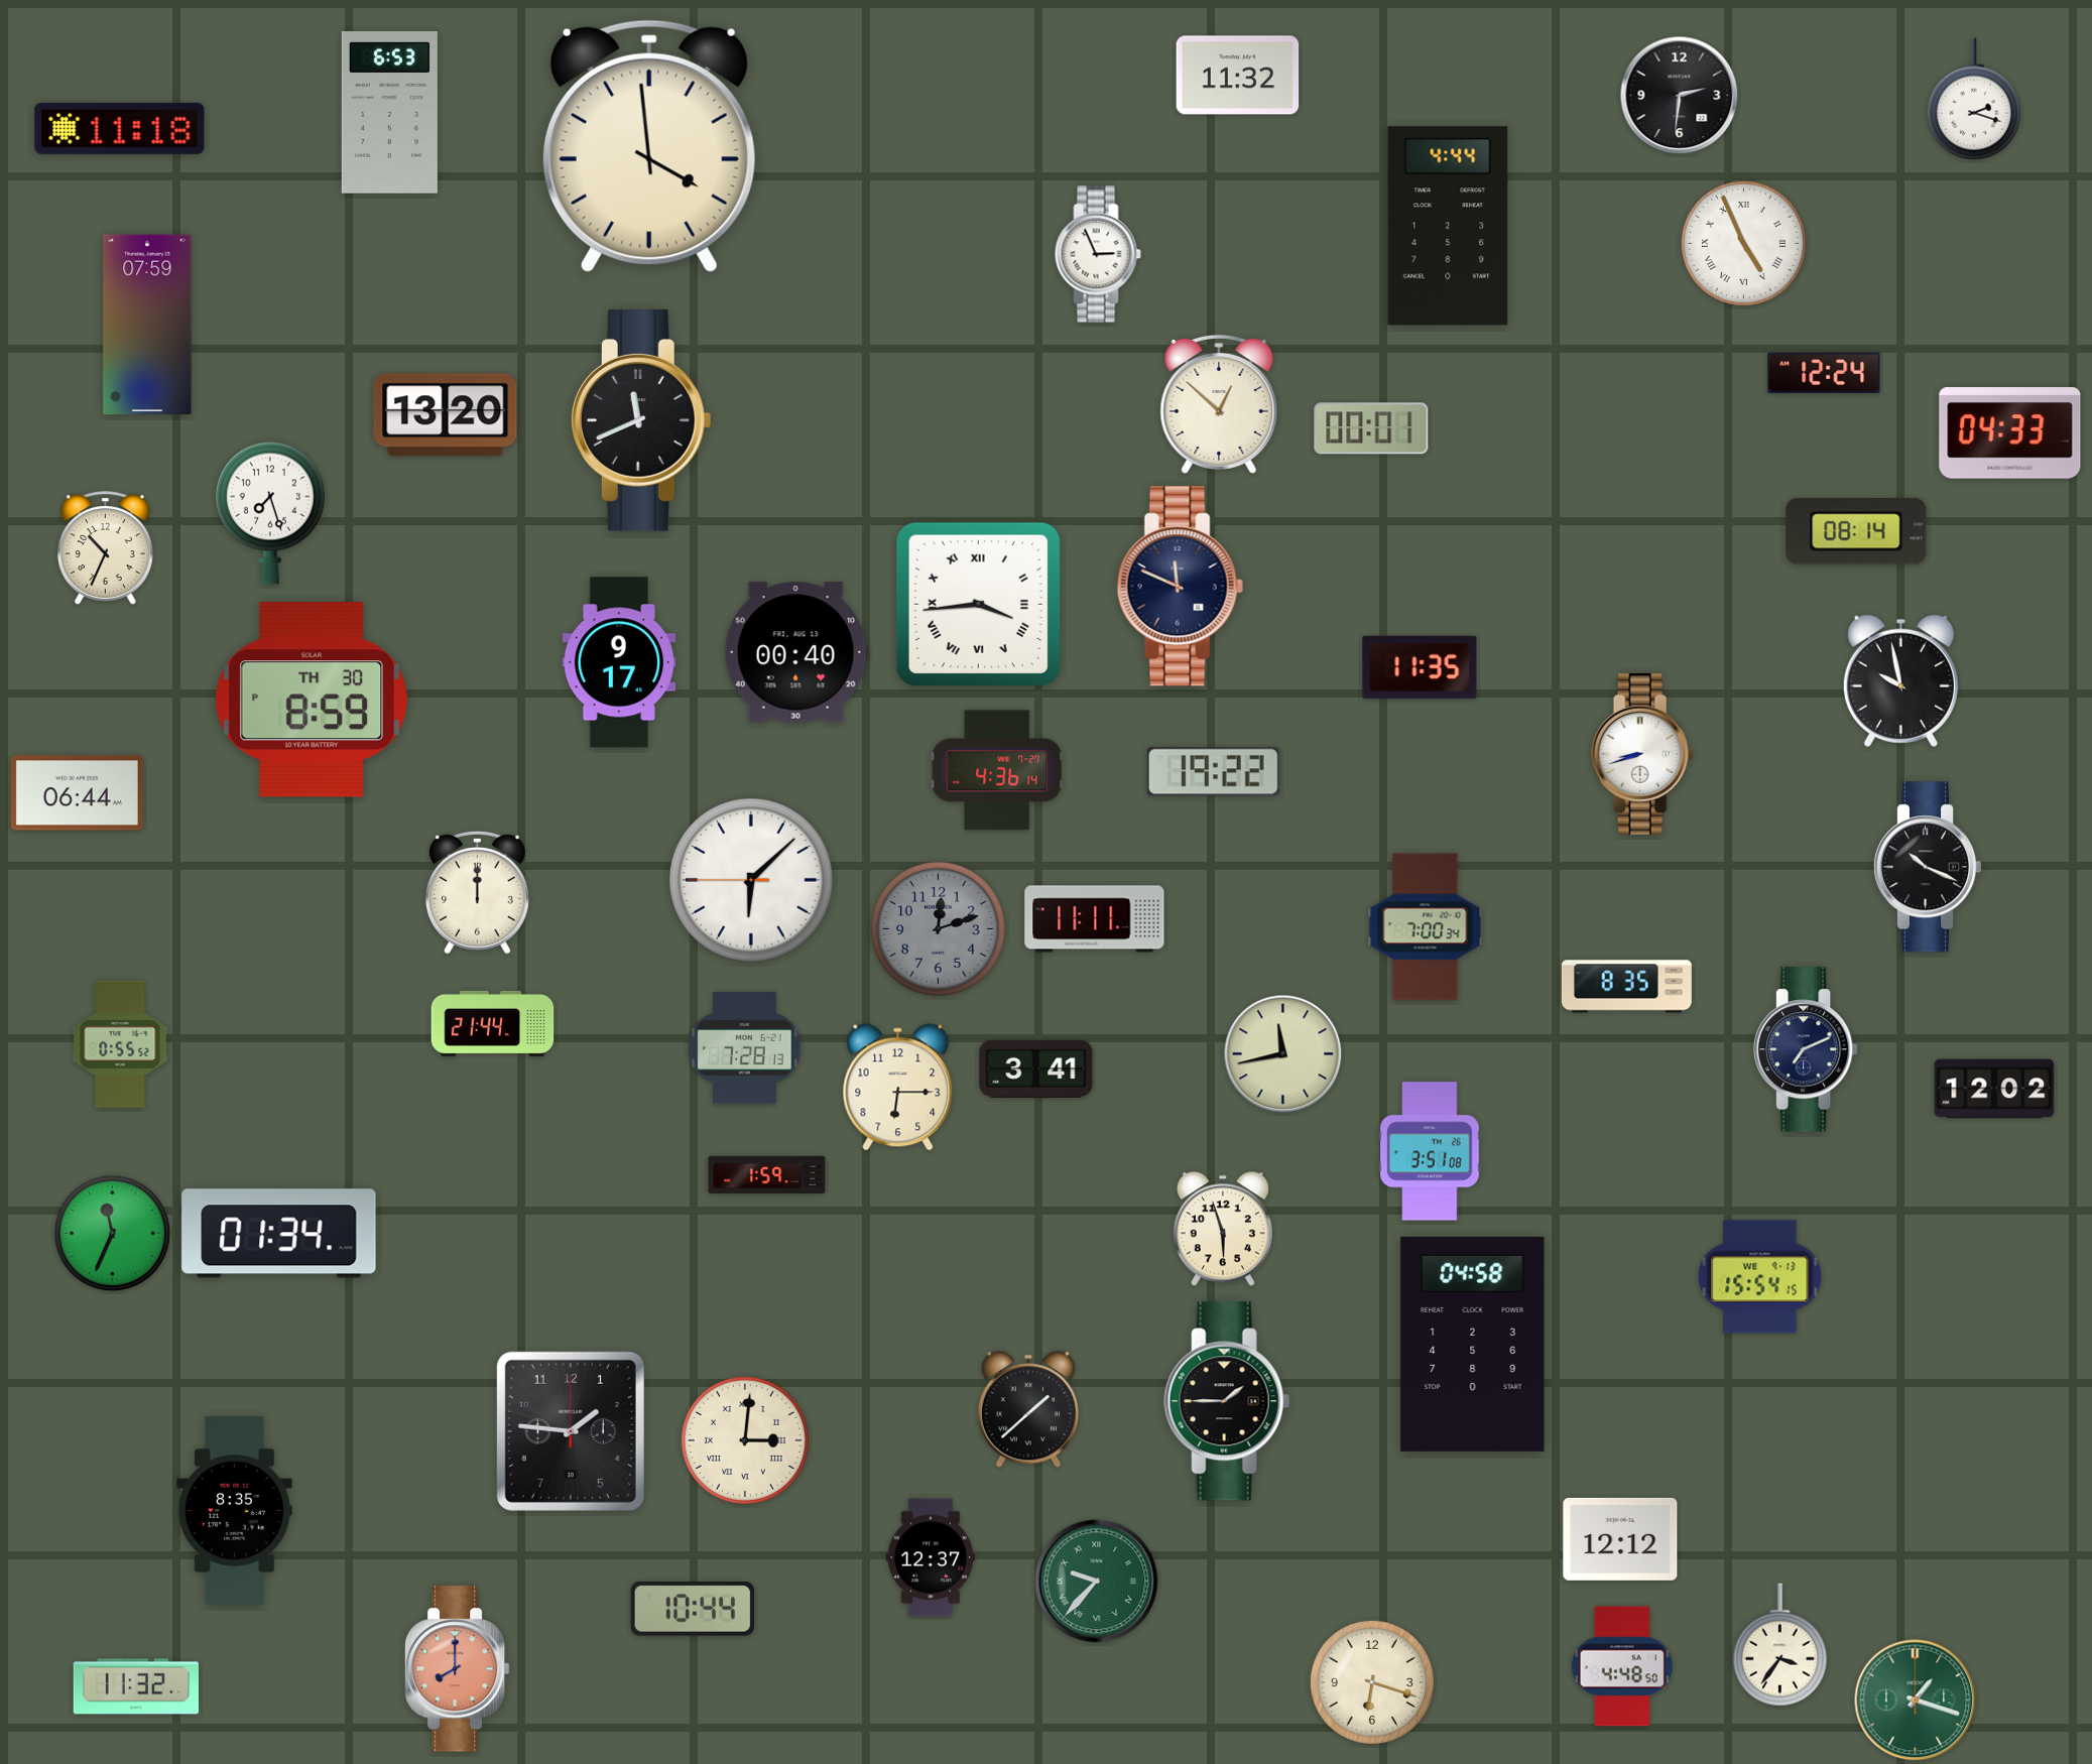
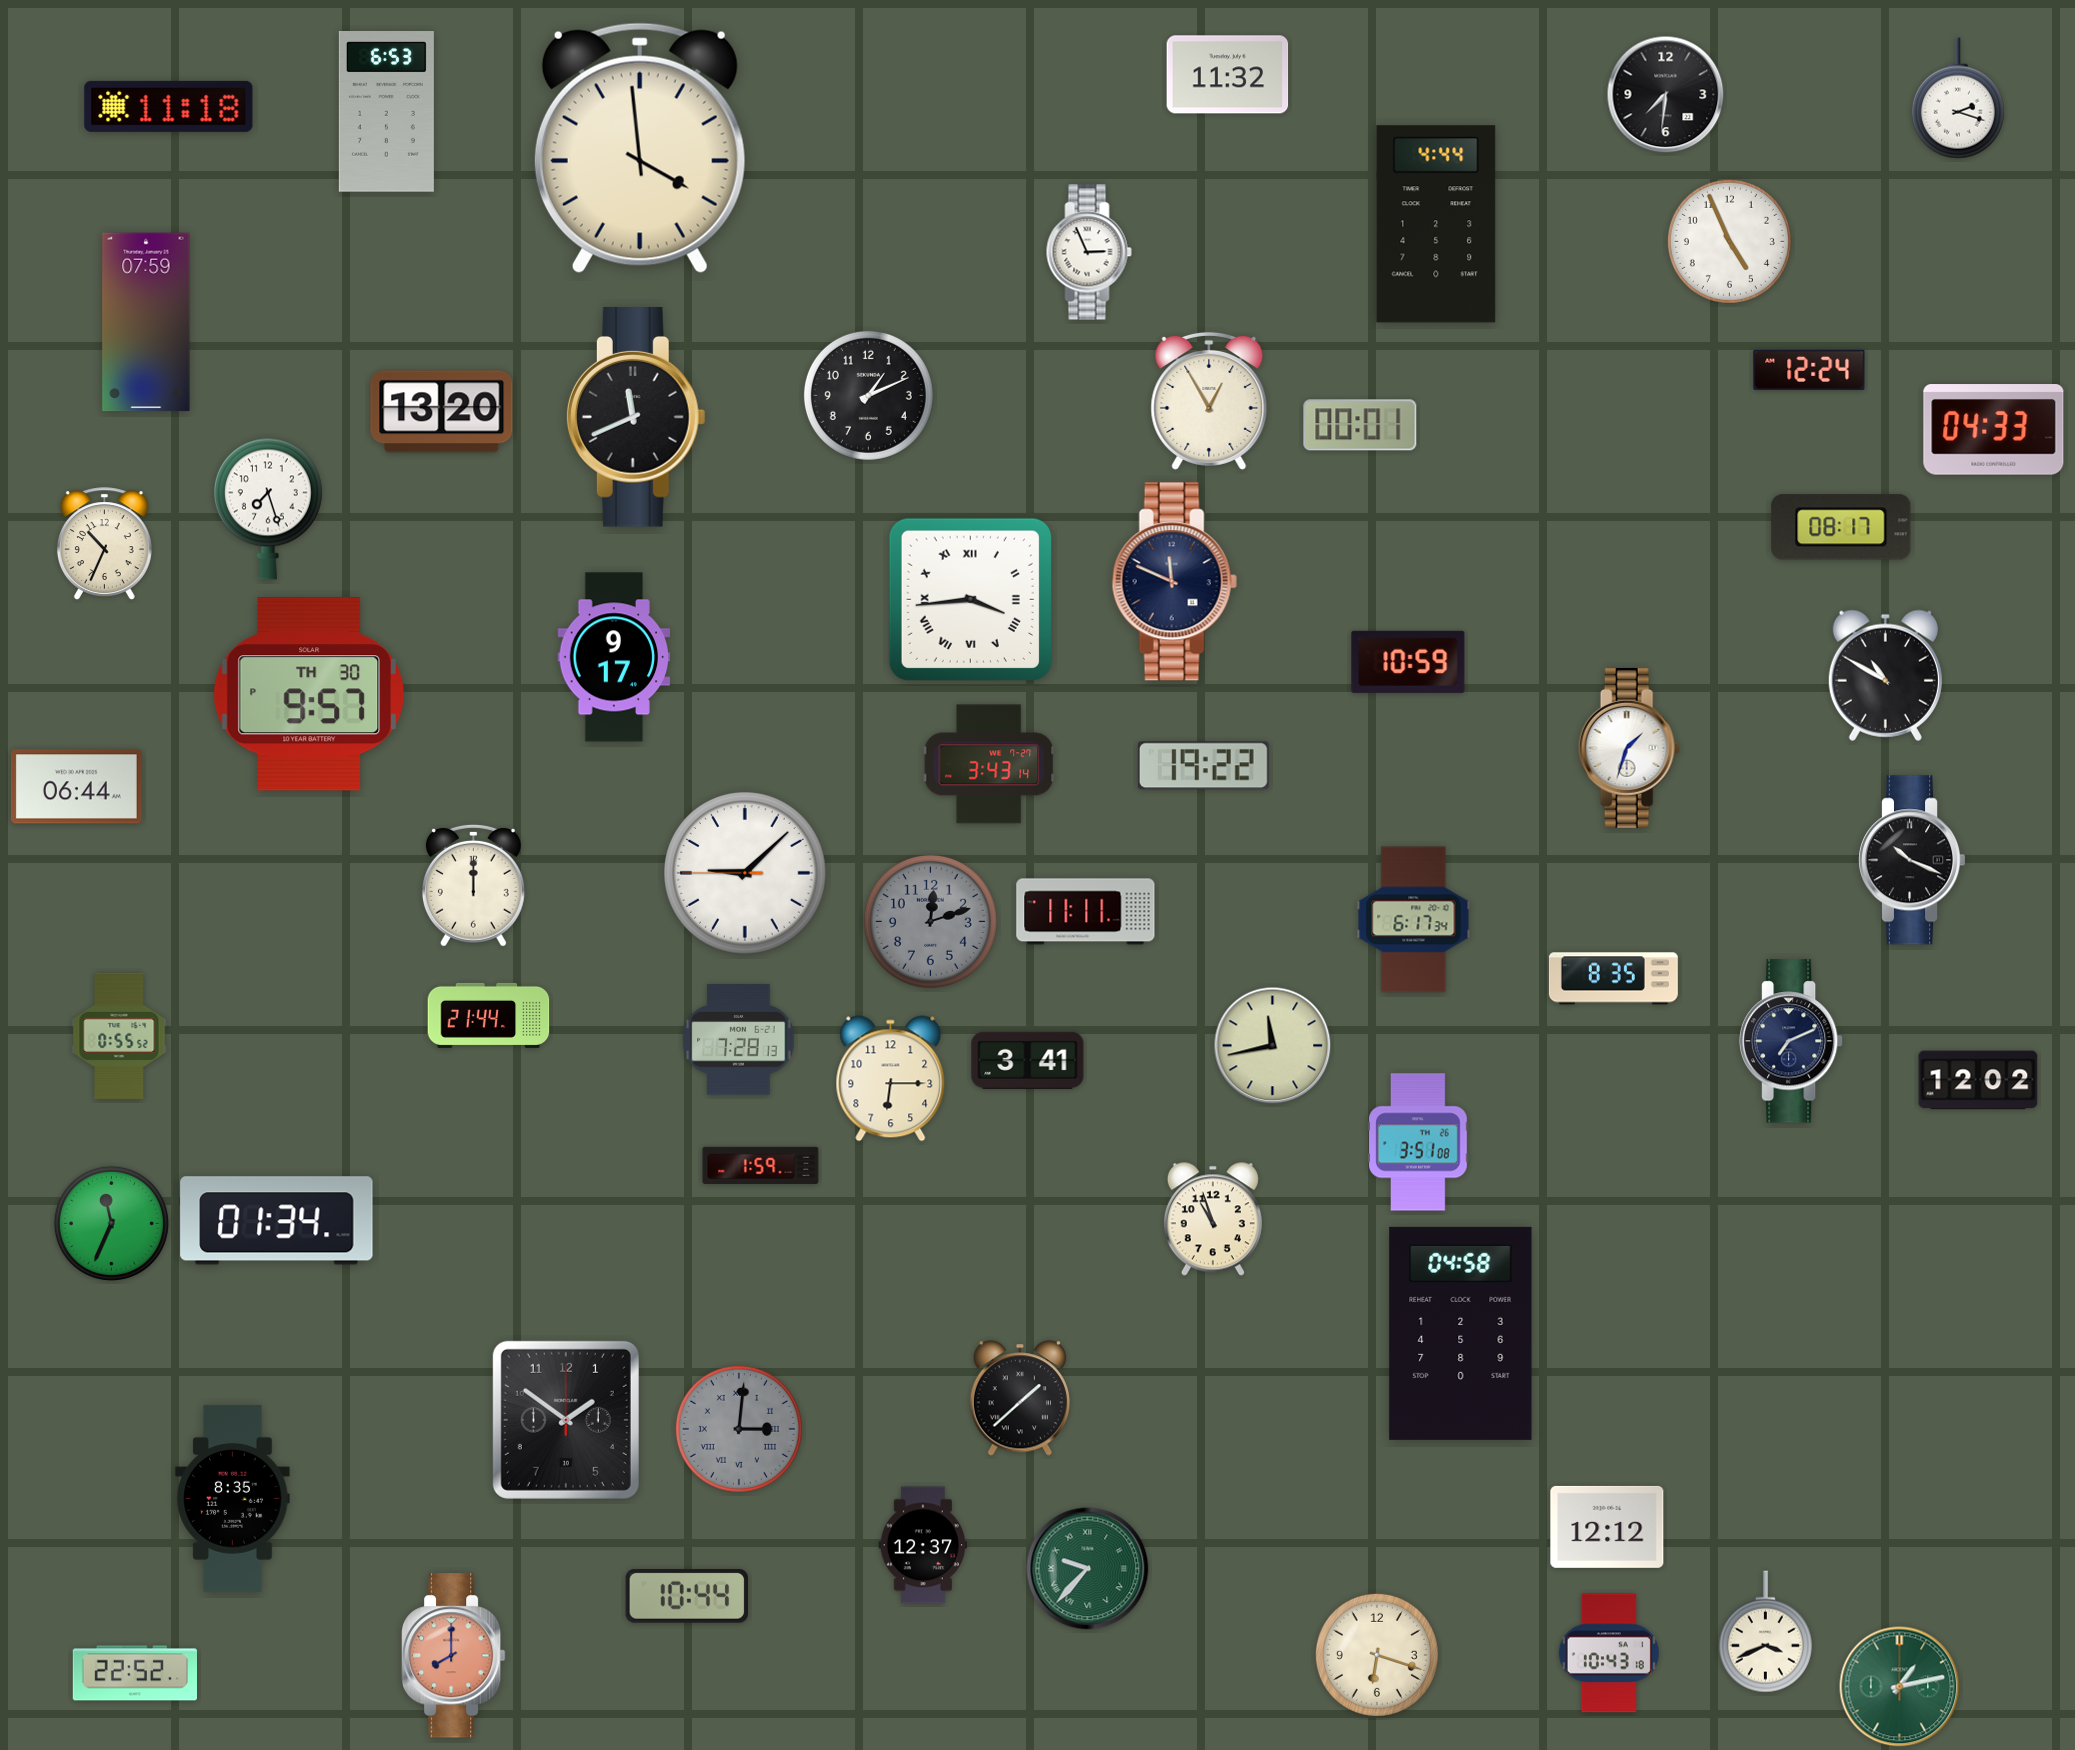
clock at (1680, 96): 2:31 -> 7:31
clock at (120, 128) position: (120, 128) -> (169, 106)
clock at (649, 146) position: (649, 146) -> (640, 148)
clock at (1743, 243) numerals: Roman -> Arabic
clock at (868, 395): none -> 1:11
clock at (1219, 404): 12:52 -> 12:55
clock at (1856, 531): 08:14 -> 08:17
clock at (1180, 587) position: (1180, 587) -> (1174, 582)
clock at (796, 652): 00:40 -> none
clock at (1420, 667): 11:35 -> 10:59
clock at (1900, 680): 9:58 -> 10:50
clock at (312, 700): 8:59 -> 9:57
clock at (1642, 754): 8:42 -> 1:33
clock at (996, 770): 4:36 -> 3:43
clock at (752, 881): 6:07 -> 9:07
clock at (1426, 927): 7:00 -> 6:17
clock at (1223, 1229): 5:57 -> 10:57
clock at (279, 1234) position: (279, 1234) -> (277, 1221)
clock at (1760, 1277): 15:54 -> none
clock at (1227, 1401): 1:45 -> none
clock at (571, 1431): 1:46 -> 1:51
clock at (745, 1440) dial: cream -> grey
clock at (1779, 1645): 3:36 -> 3:41
clock at (1622, 1666): 4:48 -> 10:43
clock at (1372, 1682) position: (1372, 1682) -> (1377, 1655)
clock at (135, 1686): 11:32 -> 22:52
clock at (1916, 1700): 1:18 -> 1:13
